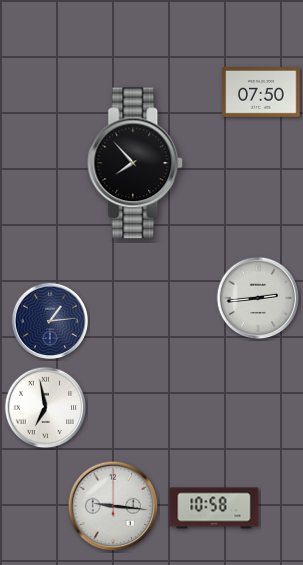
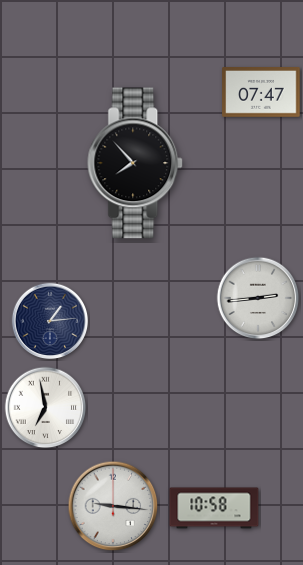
clock at (261, 93): 07:50 -> 07:47
